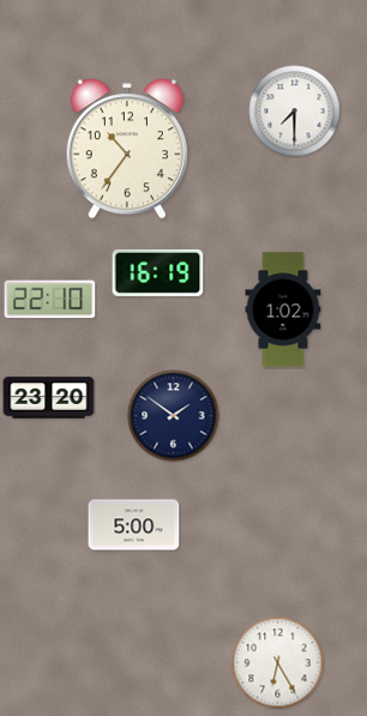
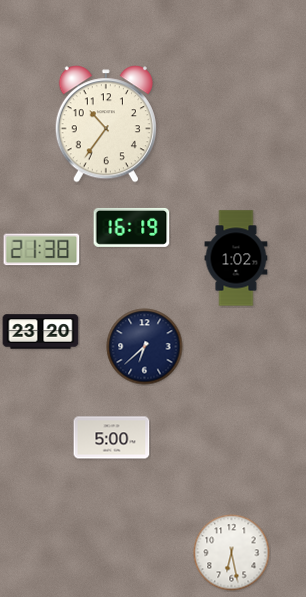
clock at (295, 112): 7:30 -> none
clock at (50, 300): 22:10 -> 21:38
clock at (174, 416): 1:51 -> 6:38
clock at (278, 663): 6:25 -> 6:28
